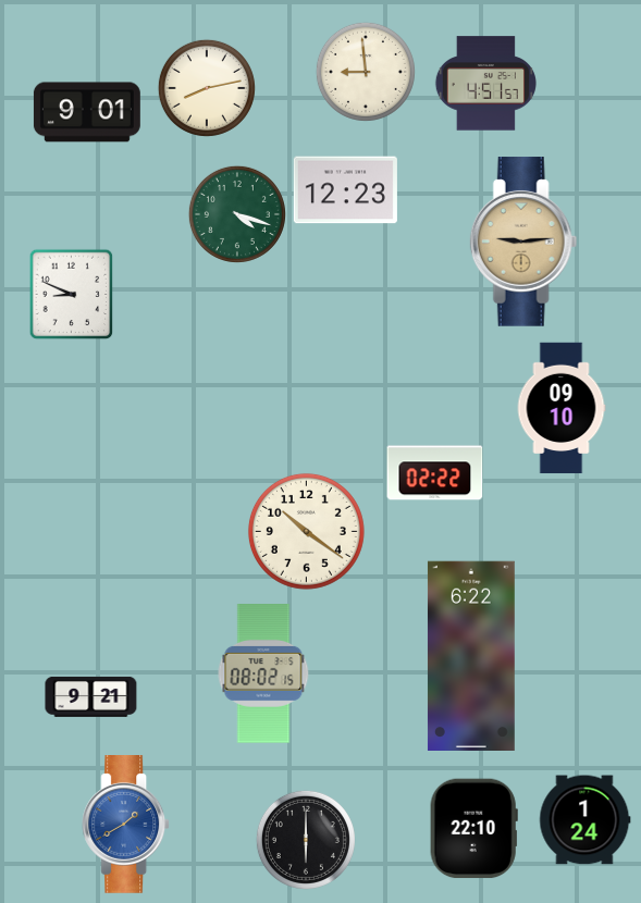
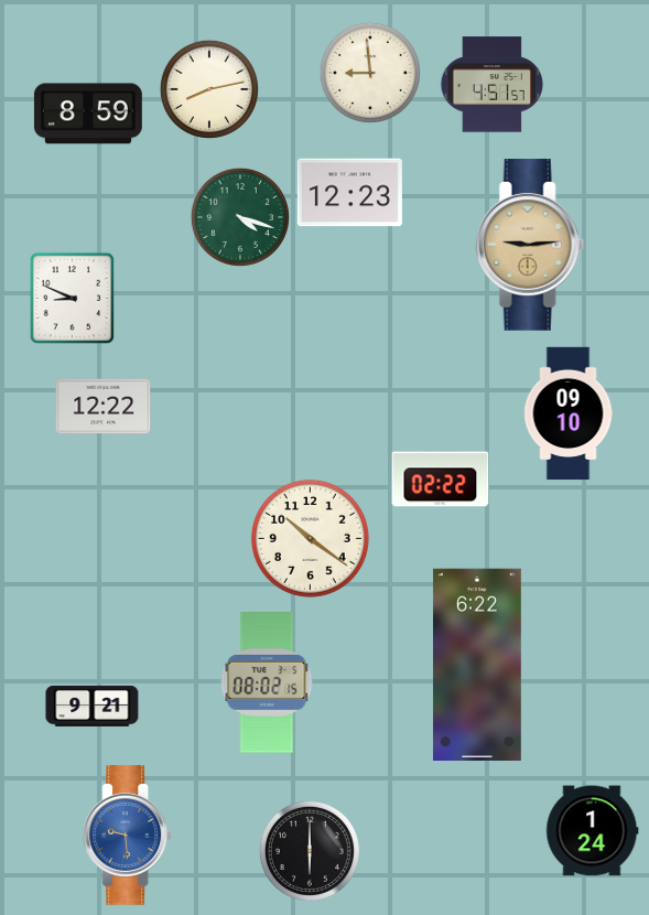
clock at (87, 112): 9:01 -> 8:59
clock at (104, 407): none -> 12:22
clock at (126, 825): 1:40 -> 9:29
clock at (473, 829): 22:10 -> none
